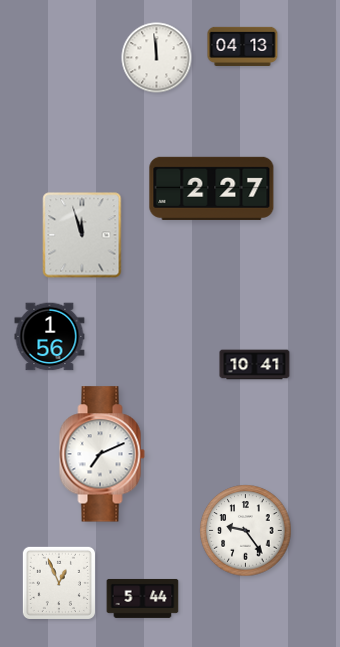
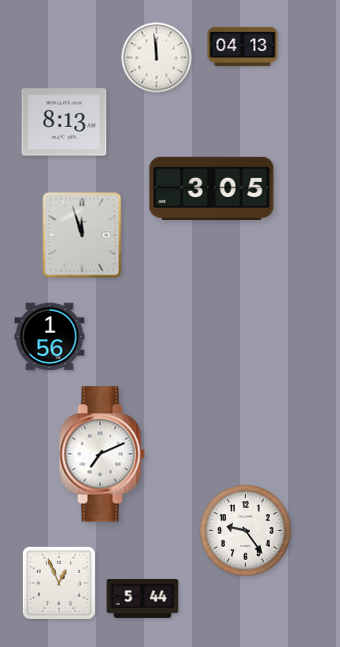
clock at (64, 122): none -> 8:13
clock at (212, 188): 2:27 -> 3:05
clock at (255, 365): 10:41 -> none
